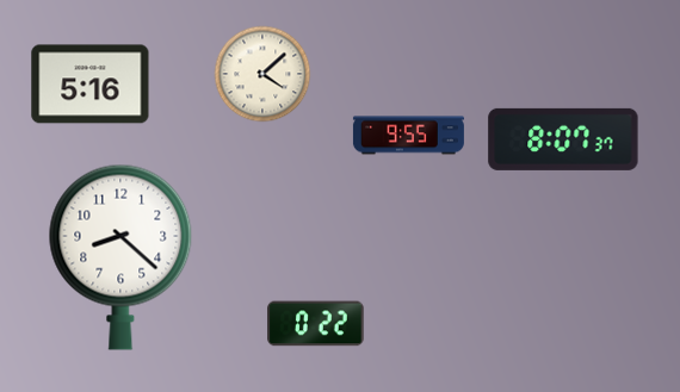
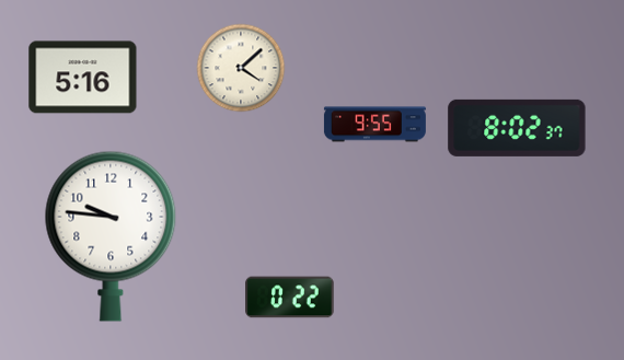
clock at (563, 139): 8:07 -> 8:02
clock at (120, 257): 8:22 -> 9:46
